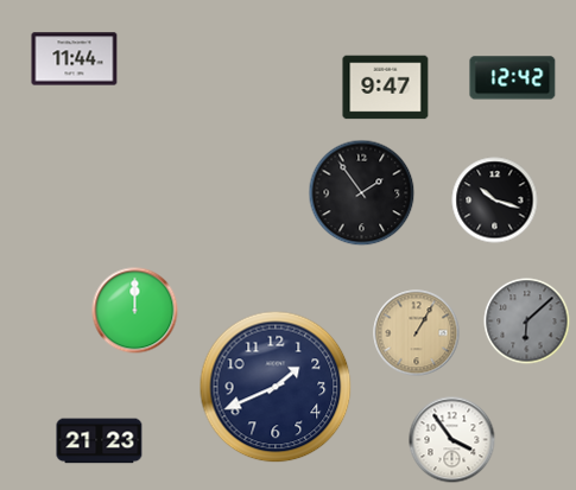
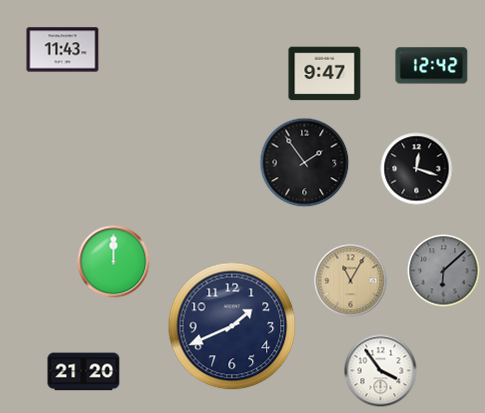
clock at (75, 59): 11:44 -> 11:43
clock at (495, 201): 10:18 -> 12:18
clock at (417, 333): 1:05 -> 11:05
clock at (100, 441): 21:23 -> 21:20
